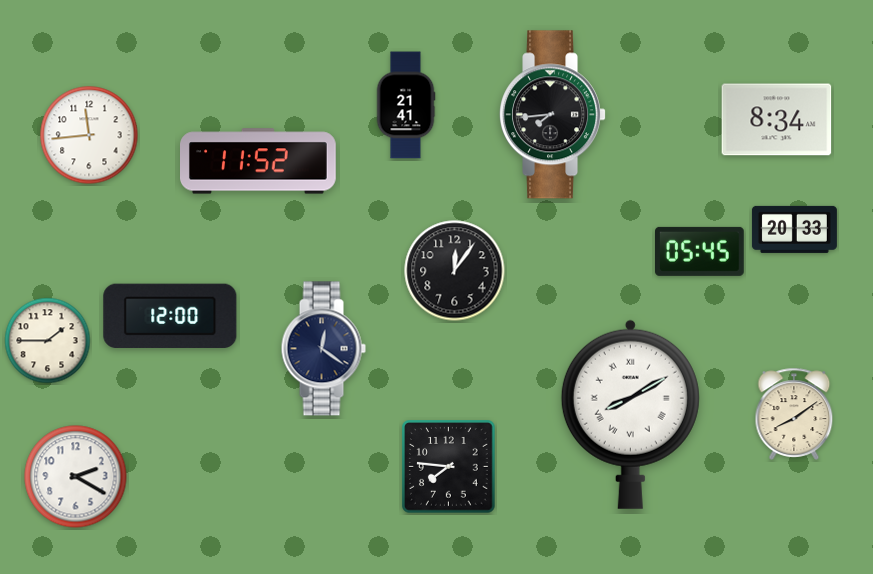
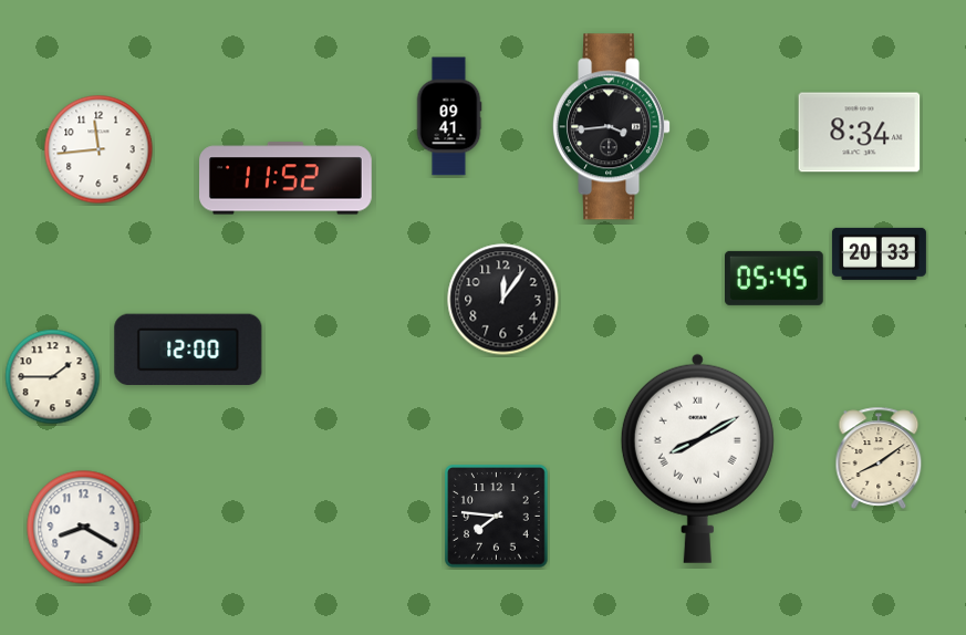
clock at (406, 105): 21:41 -> 09:41
clock at (553, 115): 7:44 -> 3:44
clock at (323, 349): 12:21 -> none
clock at (76, 477): 2:20 -> 8:20
